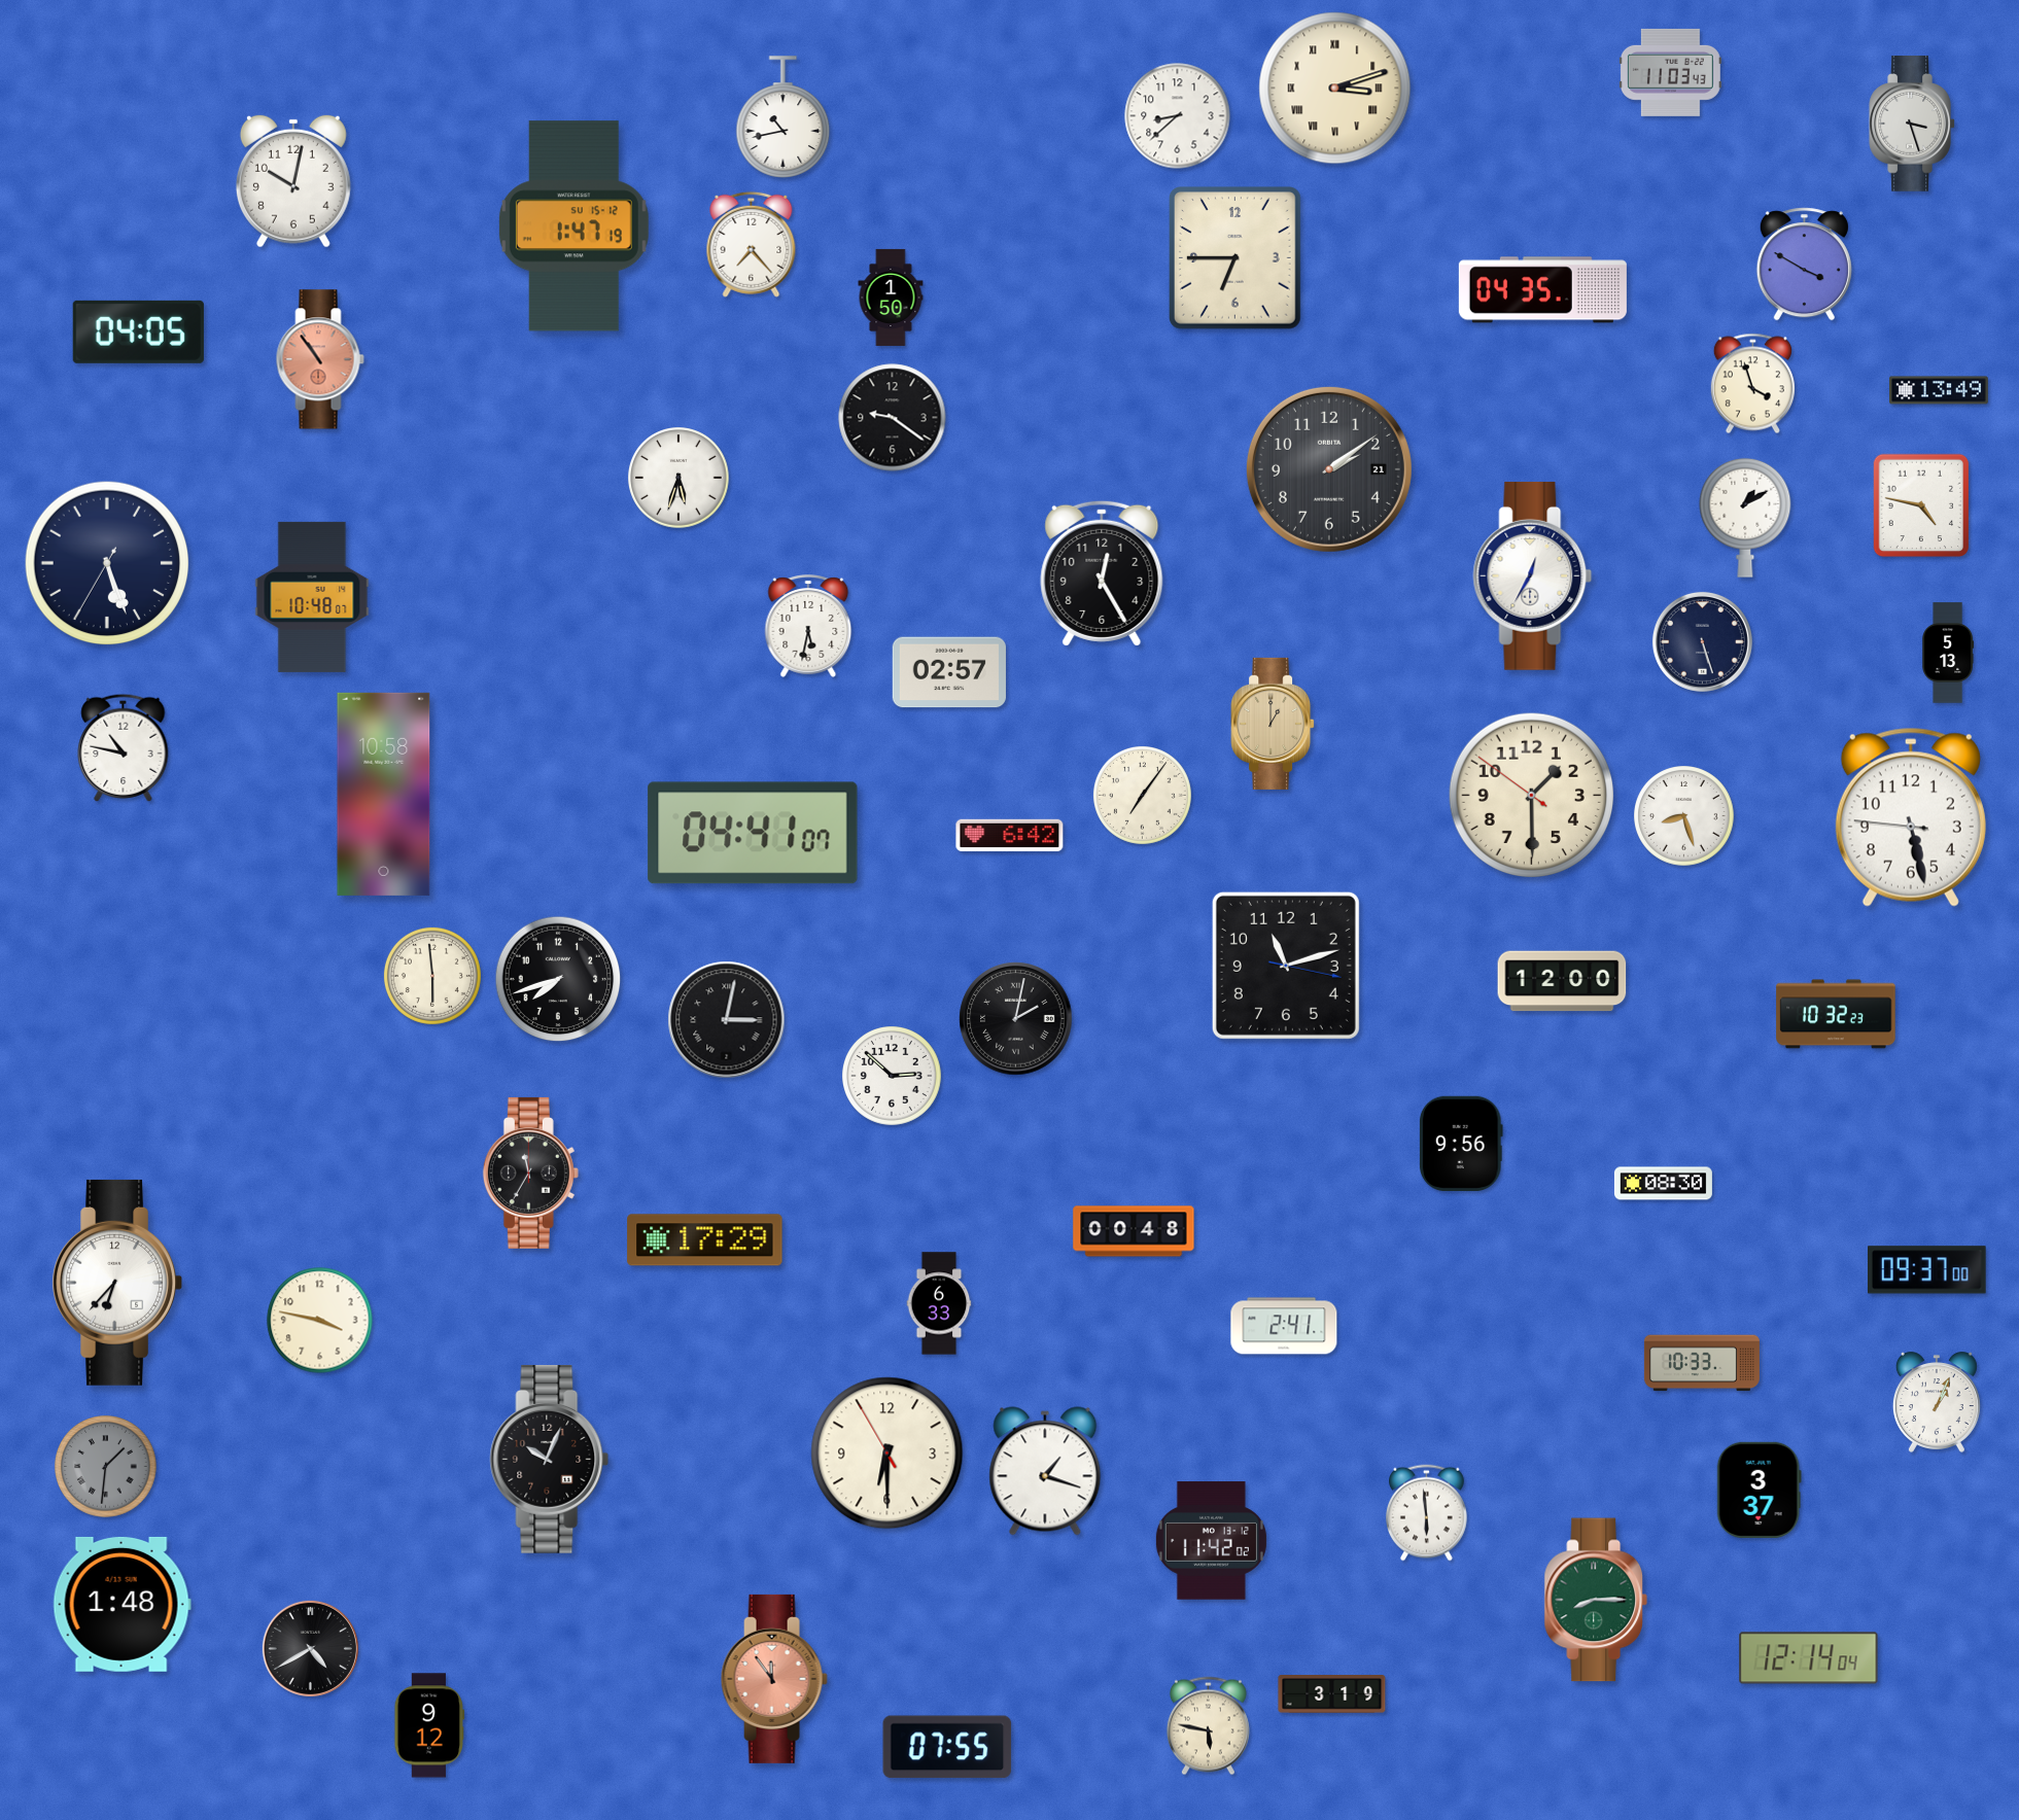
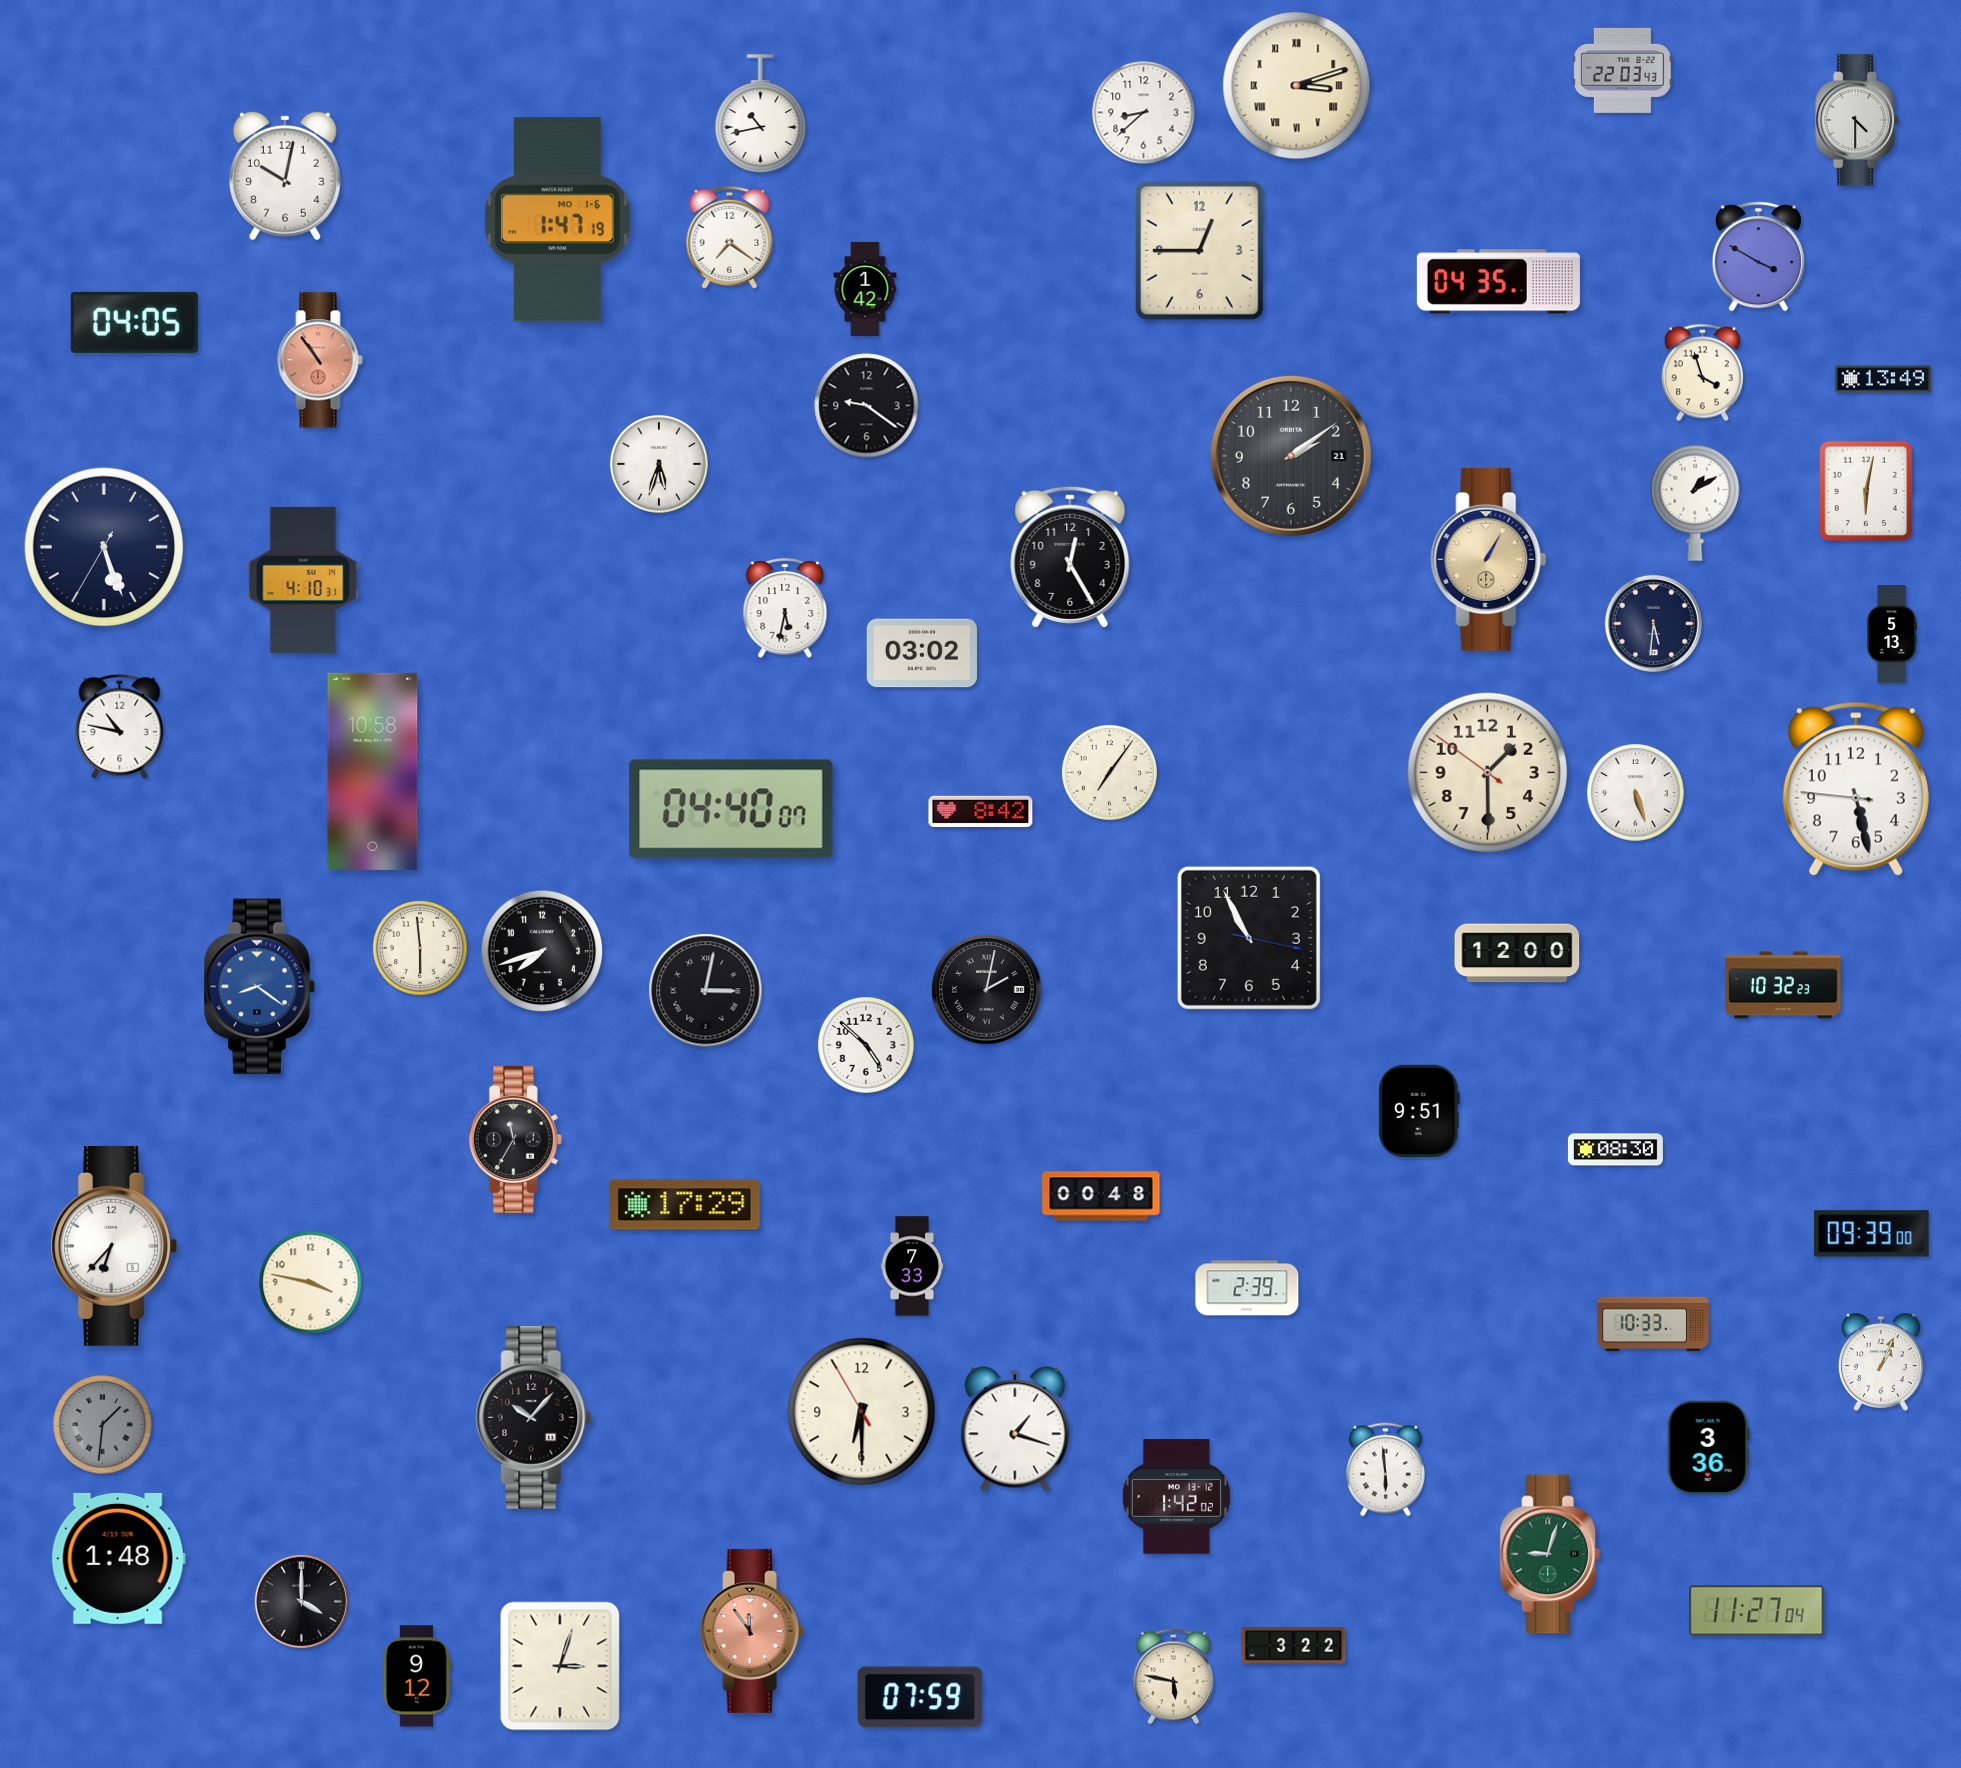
clock at (1670, 72): 11:03 -> 22:03
clock at (1912, 124): 3:27 -> 4:30
clock at (573, 226) date: SU 15-12 -> MO 1-6
clock at (752, 244): 7:23 -> 7:21
clock at (1235, 258): 6:45 -> 12:45
clock at (1804, 265) position: (1804, 265) -> (1758, 257)
clock at (891, 297): 1:50 -> 1:42
clock at (320, 359) position: (320, 359) -> (320, 360)
clock at (1921, 505): 4:47 -> 6:02
clock at (1533, 575): 12:35 -> 1:05
clock at (1533, 575) dial: white -> champagne
clock at (312, 597): 10:48 -> 4:10
clock at (1702, 641): 5:27 -> 5:31
clock at (949, 672): 02:57 -> 03:02
clock at (1273, 724): 1:00 -> none
clock at (1684, 816): 8:27 -> 5:27
clock at (1911, 817) position: (1911, 817) -> (1856, 789)
clock at (753, 833): 04:41 -> 04:40
clock at (1010, 835): 6:42 -> 8:42
clock at (1286, 966): 11:12 -> 10:55
clock at (260, 987): none -> 8:21
clock at (893, 1077): 2:52 -> 4:52
clock at (1461, 1143): 9:56 -> 9:51
clock at (1927, 1270): 09:37 -> 09:39
clock at (939, 1303): 6:33 -> 7:33
clock at (1284, 1326): 2:41 -> 2:39
clock at (550, 1459): 10:04 -> 10:07
clock at (1759, 1490): 3:37 -> 3:36
clock at (1211, 1541): 11:42 -> 1:42
clock at (1596, 1600): 8:15 -> 9:03
clock at (310, 1648): 4:40 -> 4:00
clock at (1809, 1658): 12:14 -> 11:27
clock at (1332, 1694): 3:19 -> 3:22
clock at (560, 1666): none -> 3:03
clock at (947, 1747): 07:55 -> 07:59
